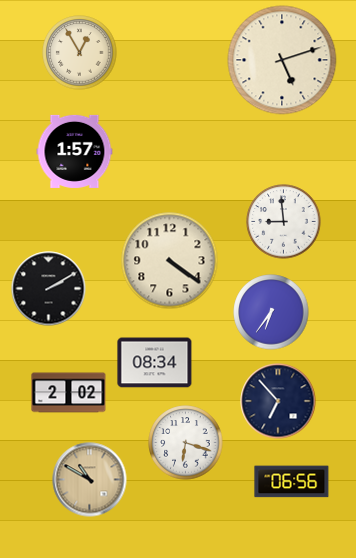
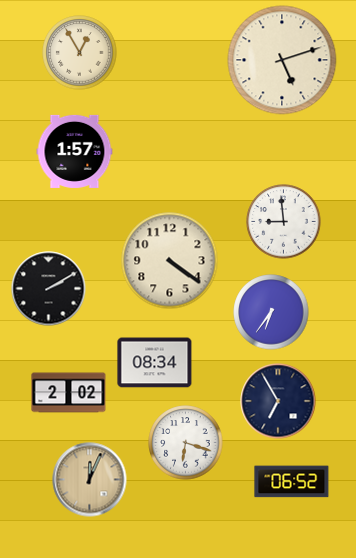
clock at (278, 401): 6:53 -> 6:55
clock at (90, 480): 10:50 -> 12:04
clock at (292, 482): 06:56 -> 06:52
